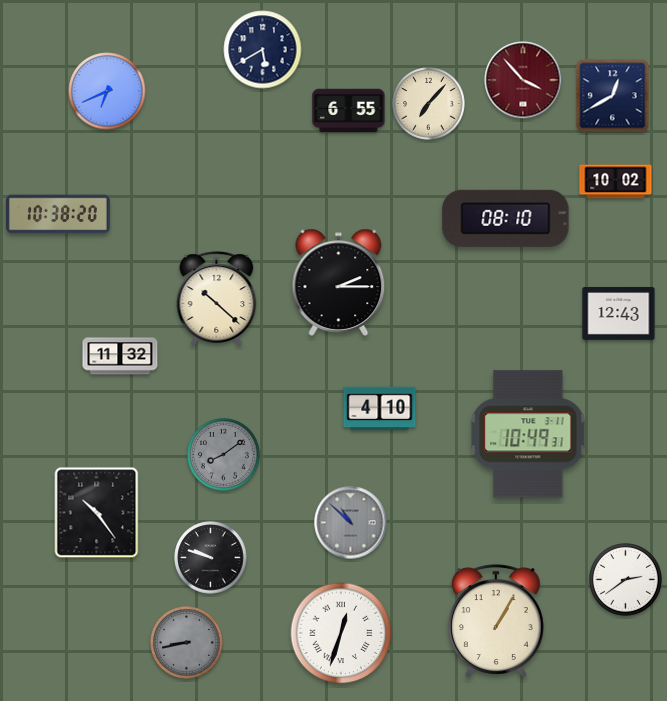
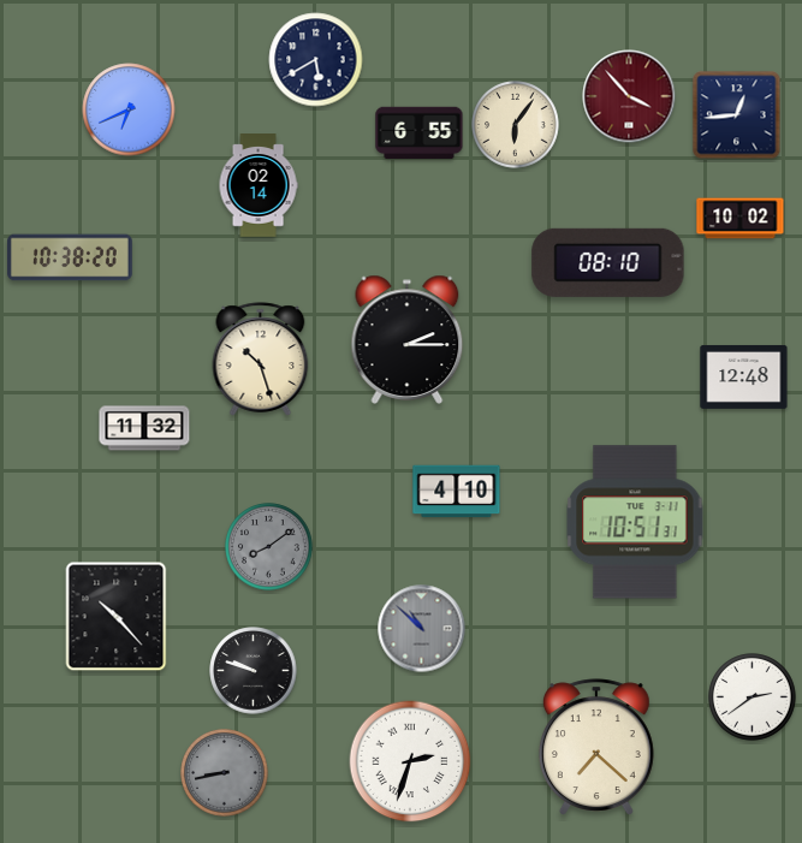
clock at (613, 96): 12:40 -> 12:44
clock at (429, 104): 7:07 -> 6:06
clock at (259, 185): none -> 02:14
clock at (217, 299): 10:22 -> 10:27
clock at (619, 313): 12:43 -> 12:48
clock at (528, 434): 10:49 -> 10:51
clock at (97, 513): 10:24 -> 10:23
clock at (496, 621): 1:05 -> 7:22
clock at (341, 633): 12:33 -> 2:33
